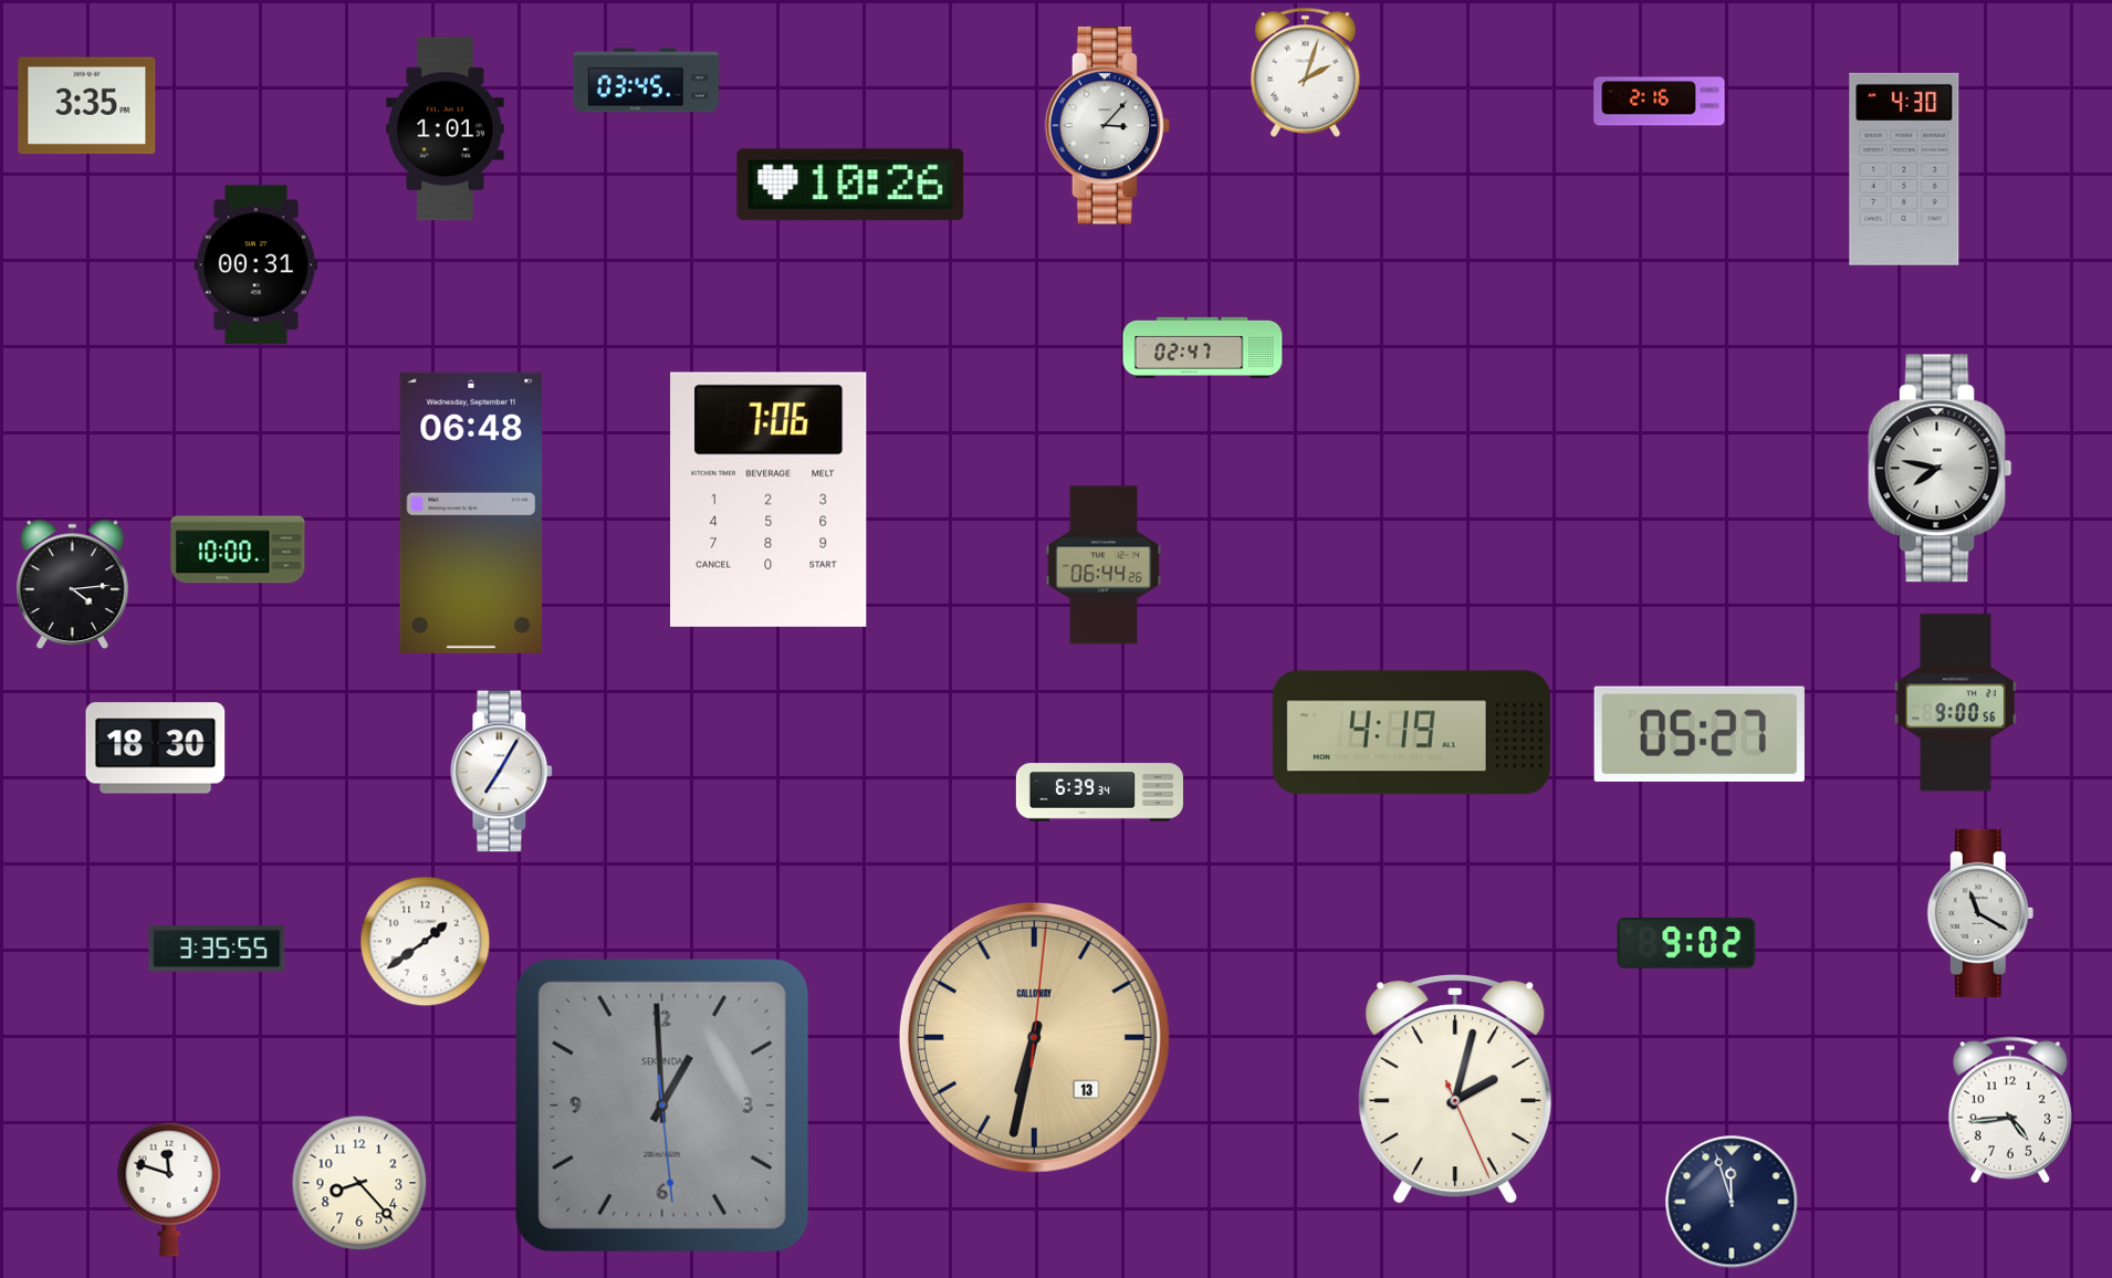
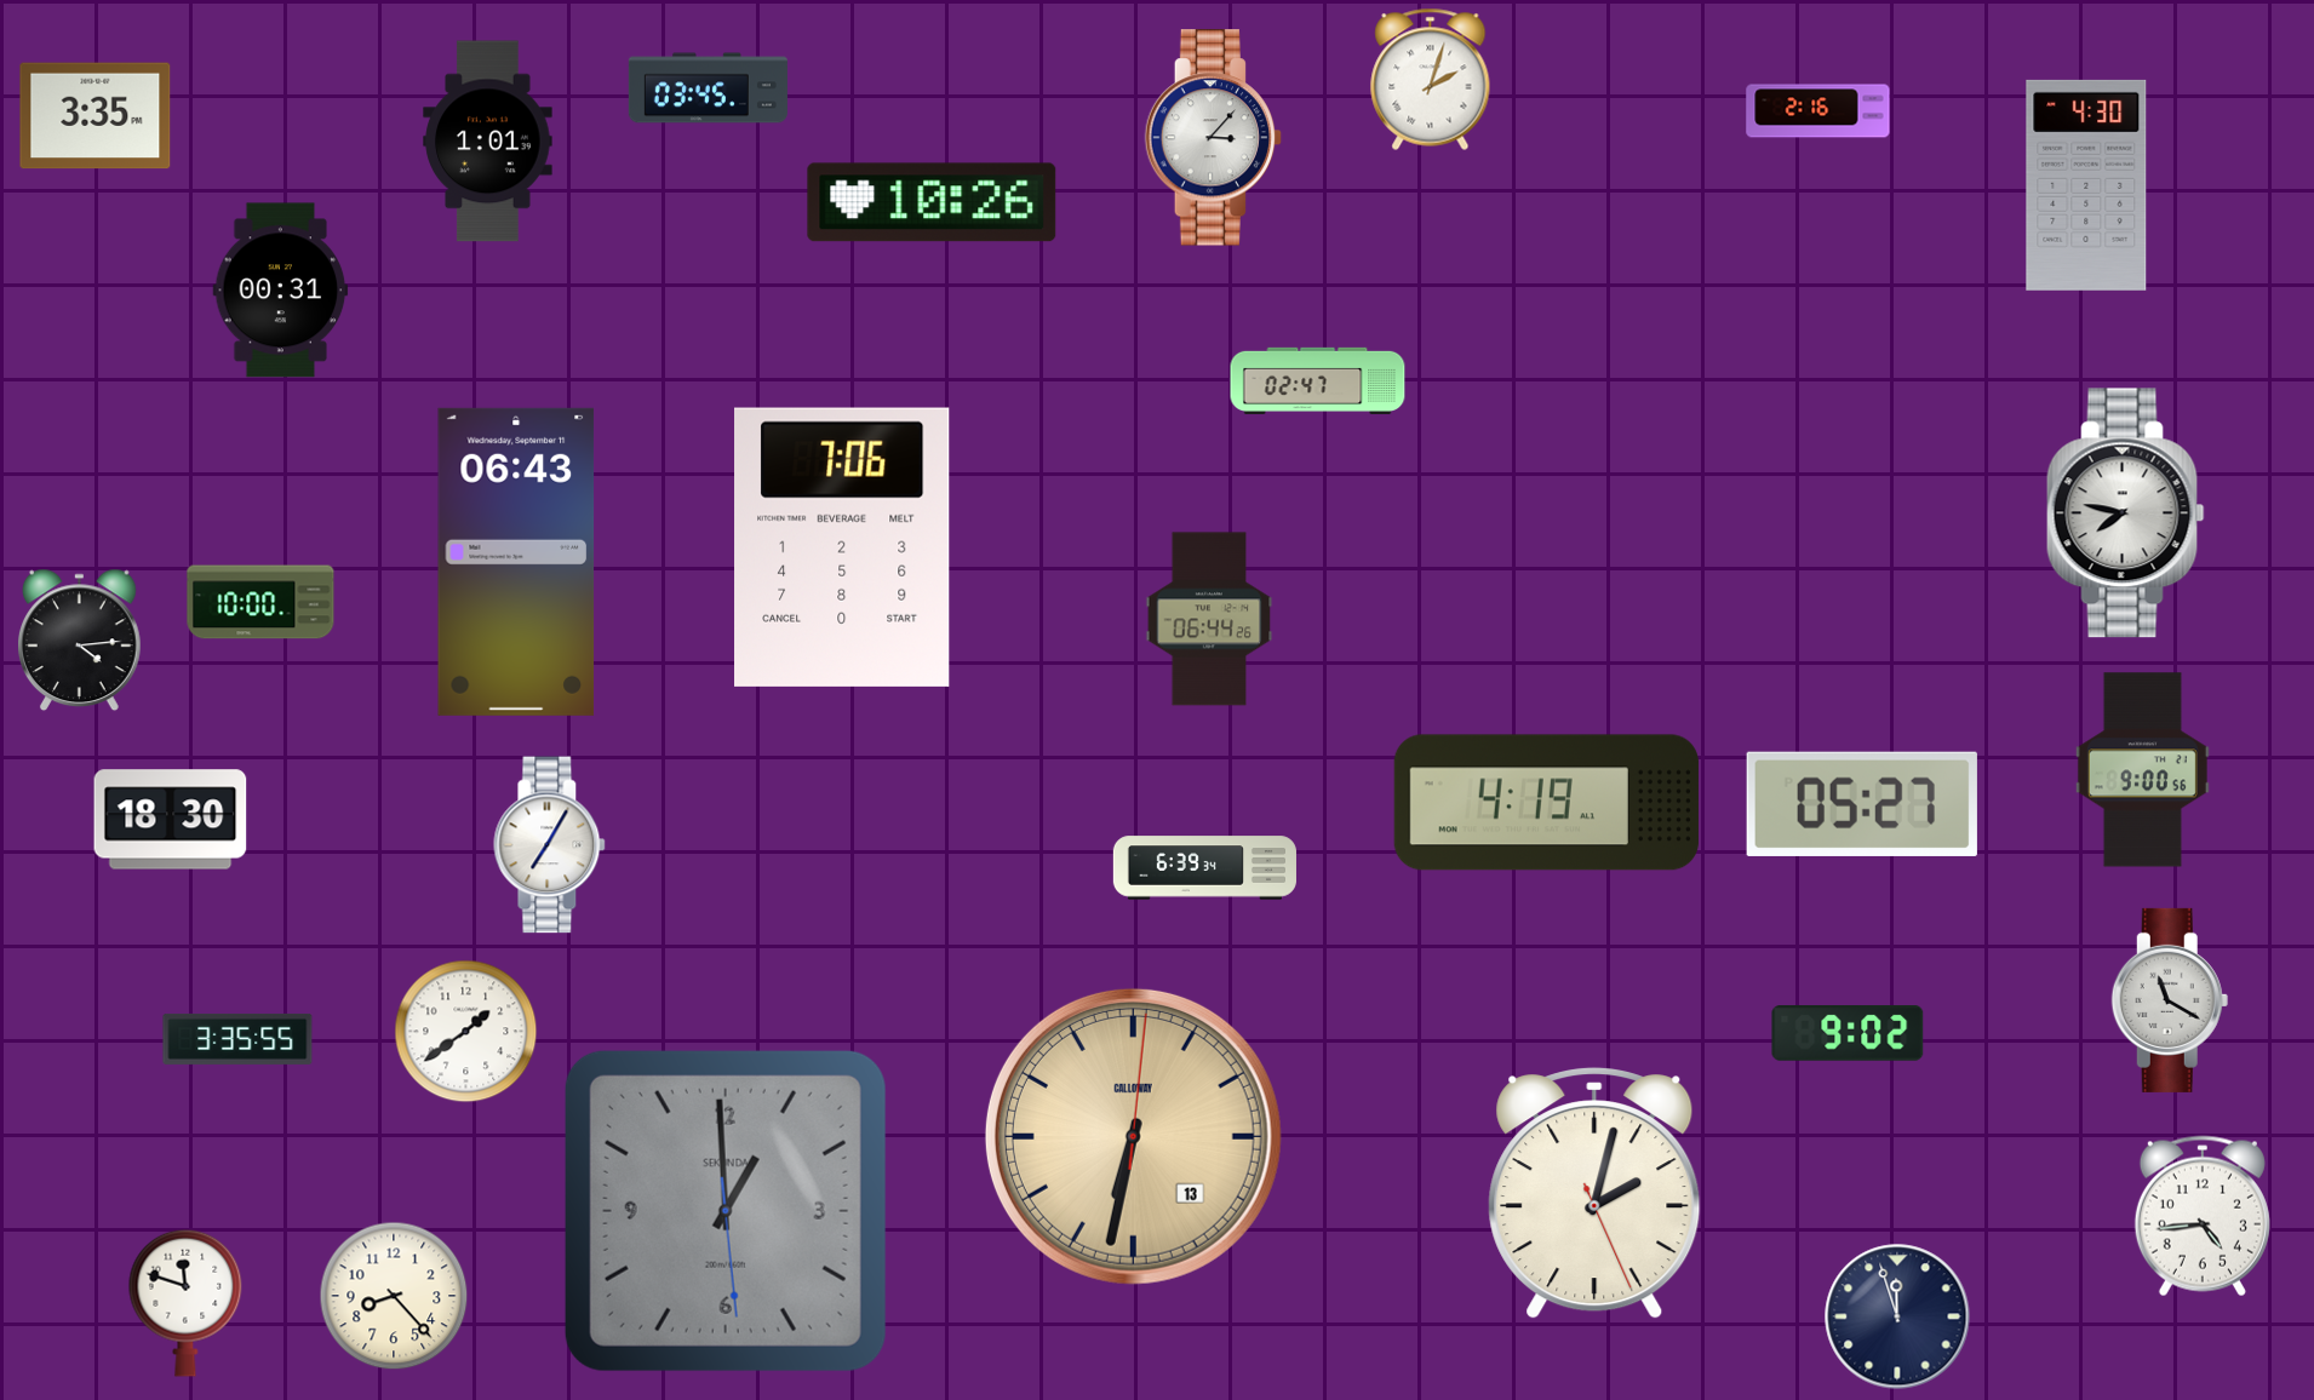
clock at (471, 513): 06:48 -> 06:43
